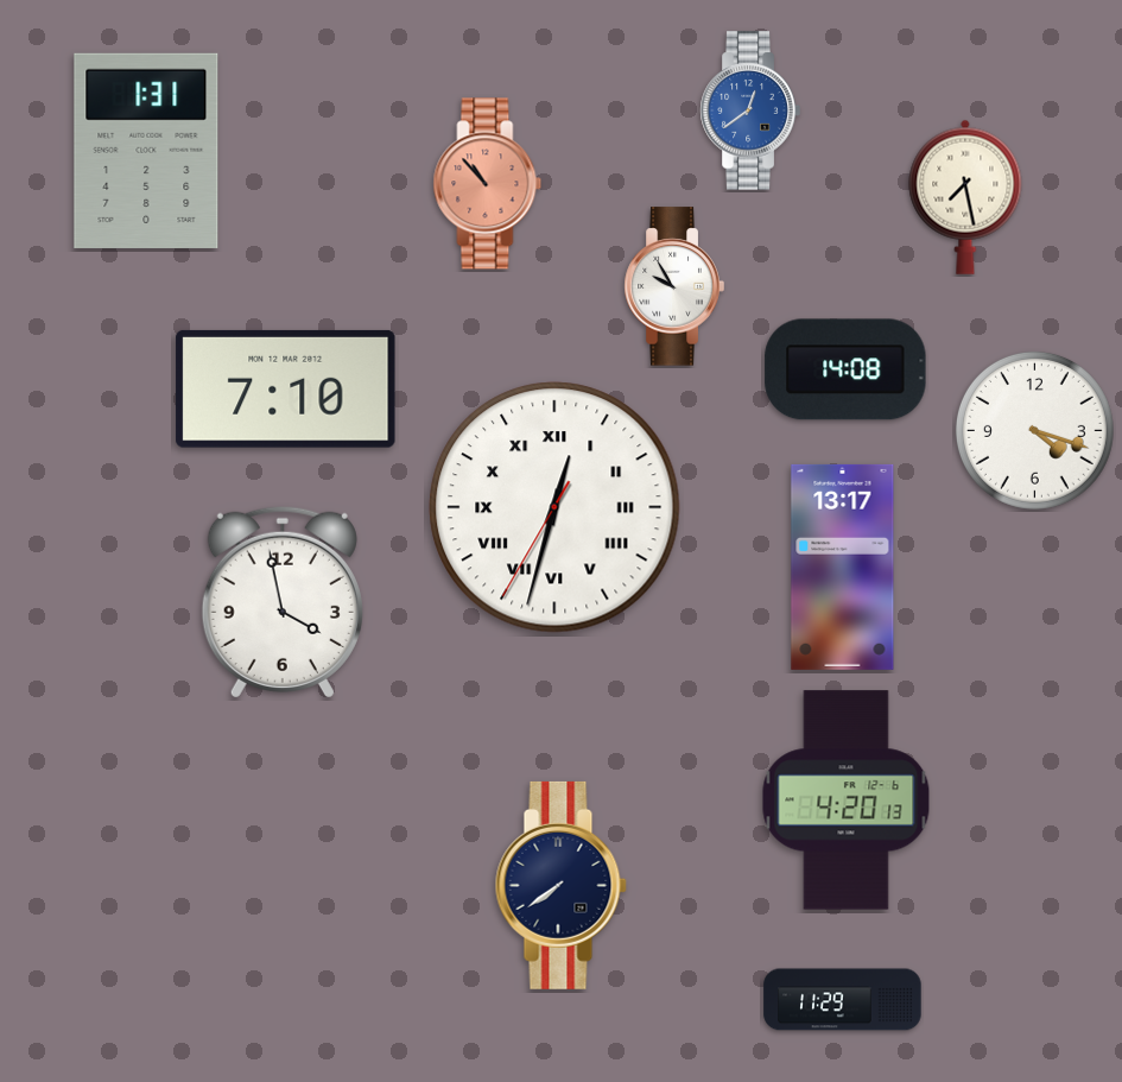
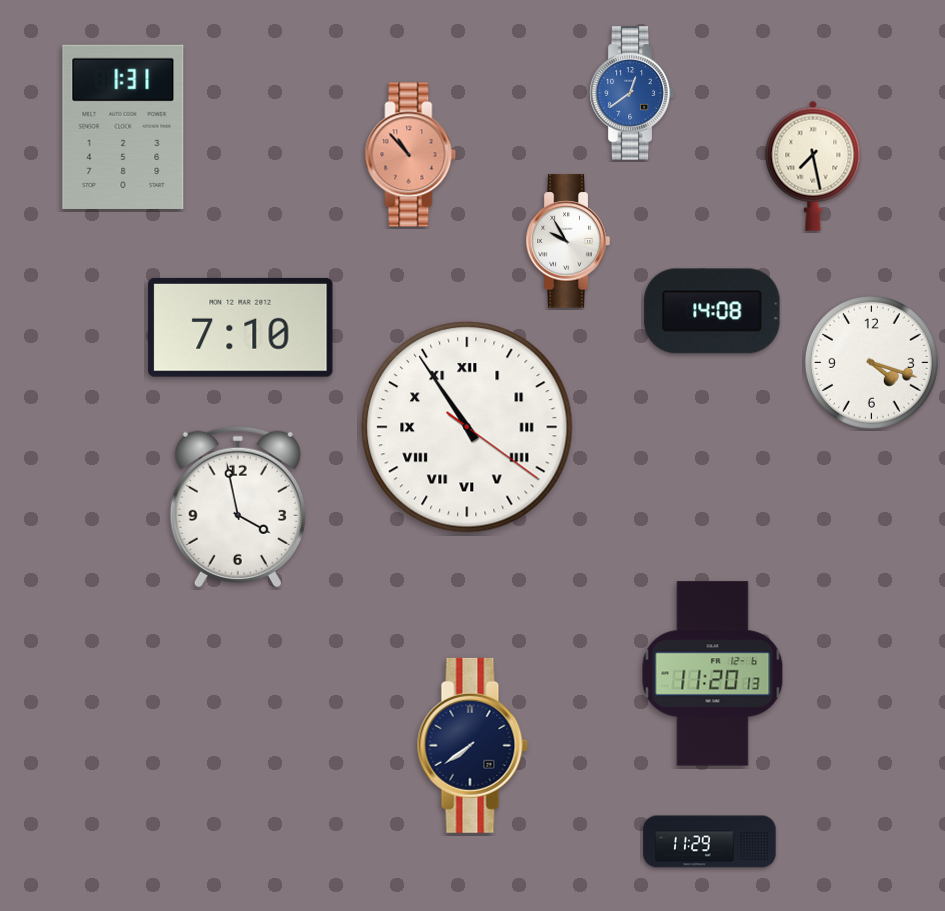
clock at (554, 507): 12:32 -> 10:54
clock at (843, 567): 13:17 -> none
clock at (847, 801): 4:20 -> 11:20
